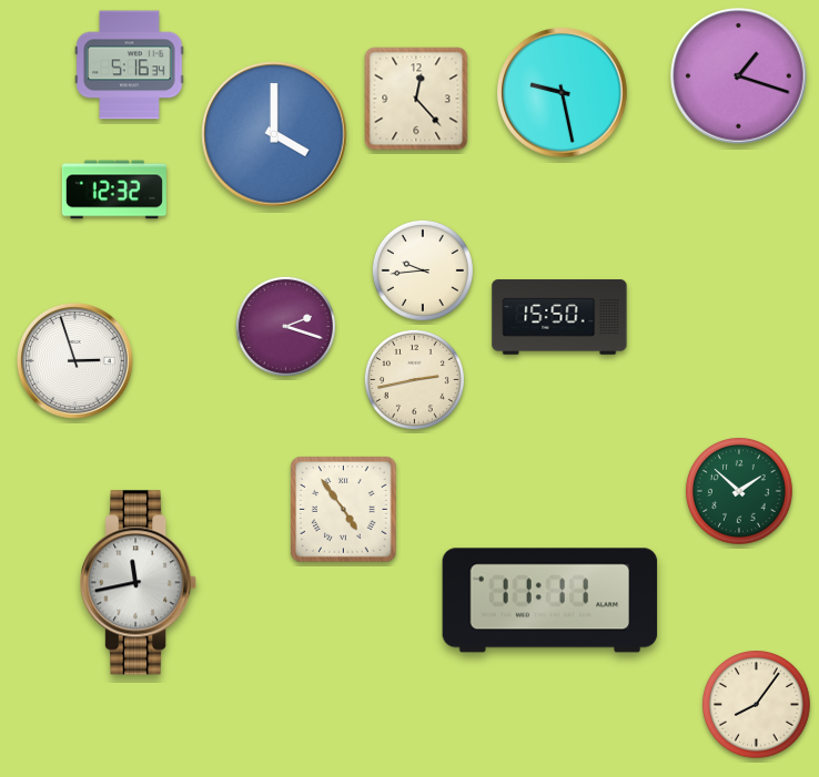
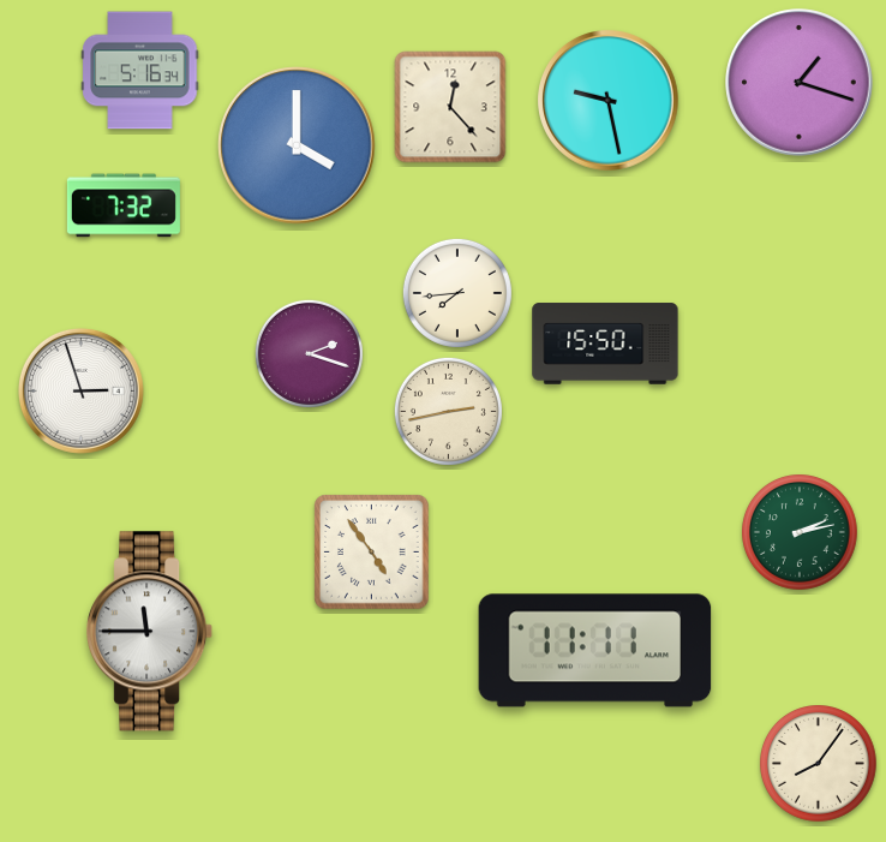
clock at (114, 190): 12:32 -> 7:32
clock at (423, 270): 9:44 -> 7:44
clock at (740, 492): 1:52 -> 2:13
clock at (139, 583): 11:43 -> 11:45
